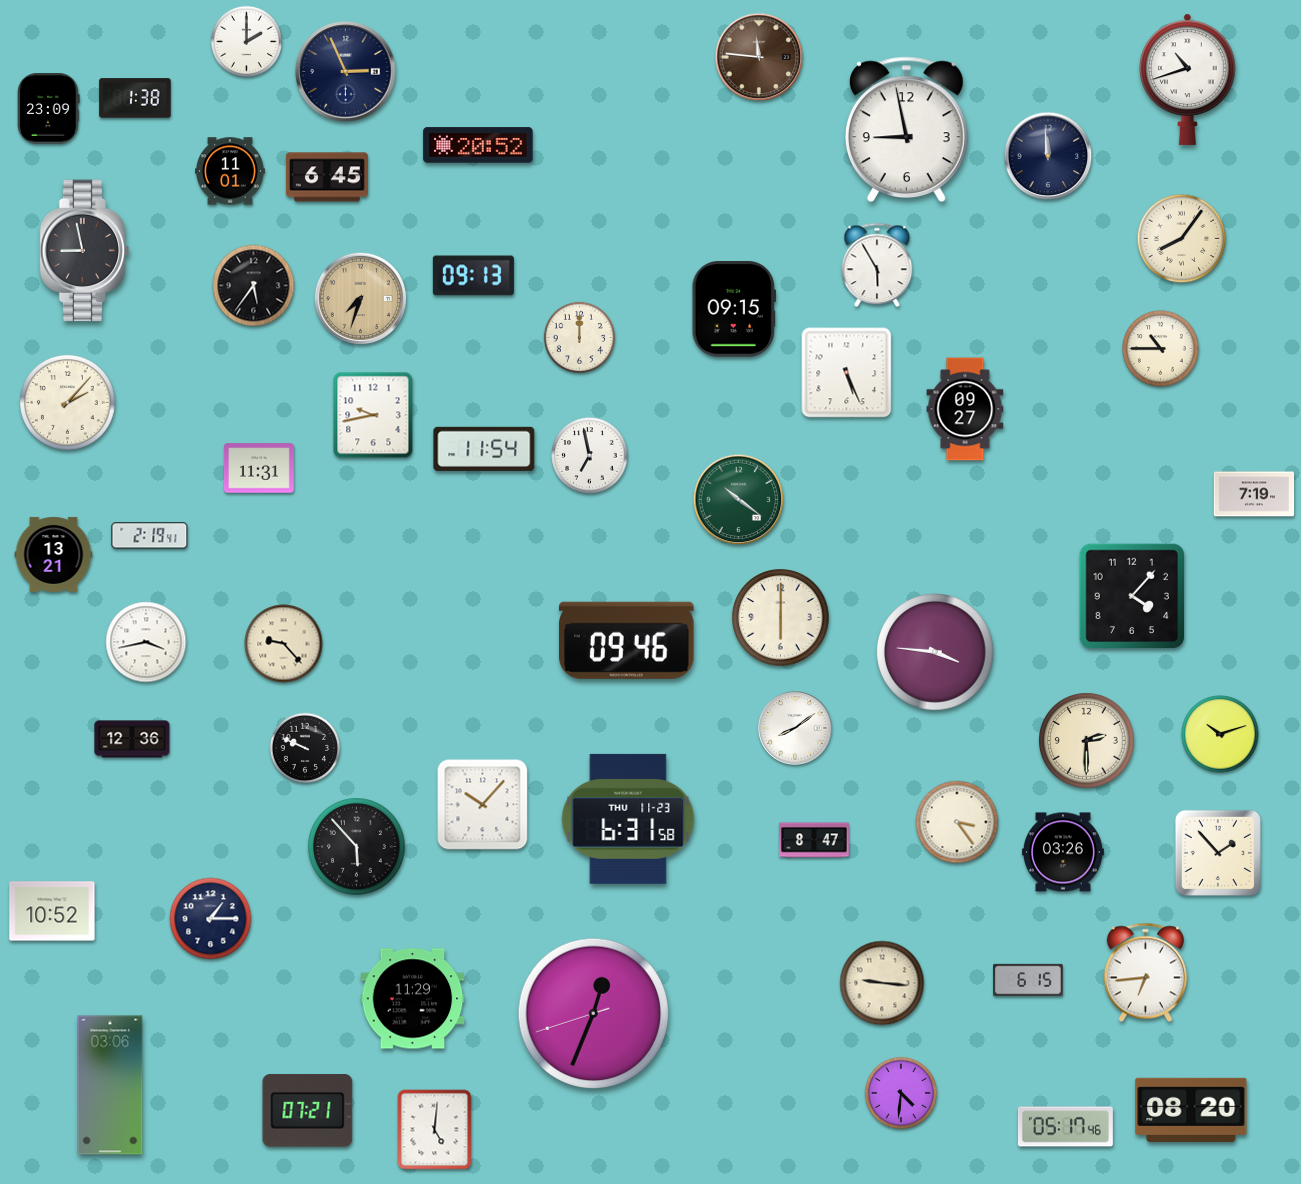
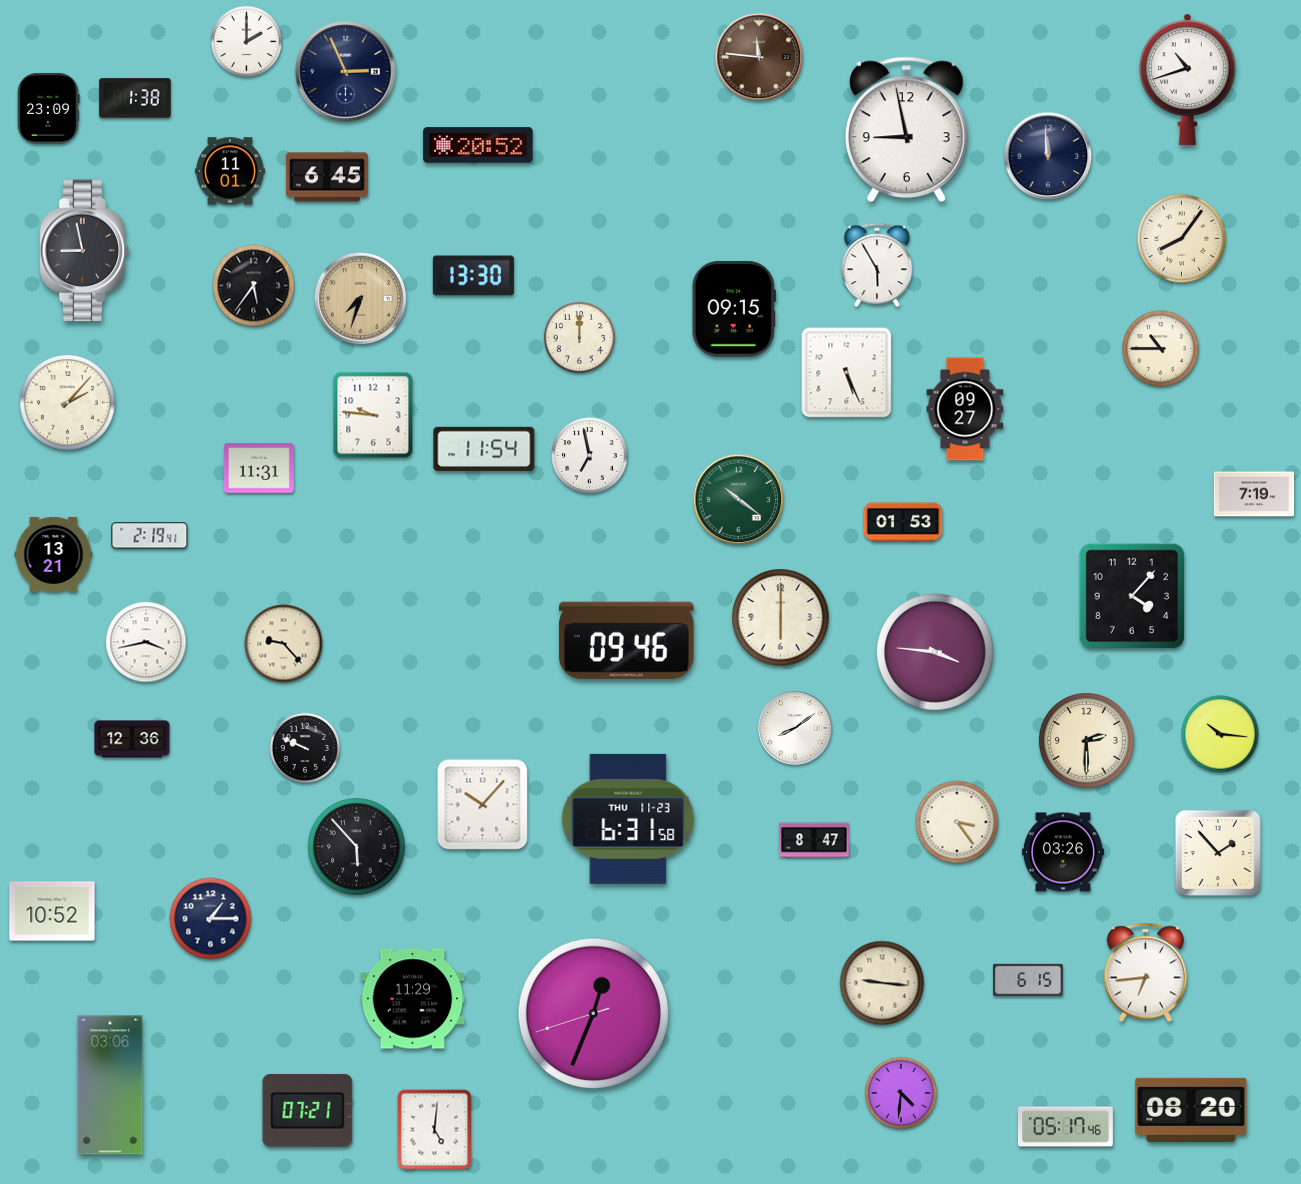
clock at (473, 276): 09:13 -> 13:30
clock at (373, 415): 9:43 -> 9:46
clock at (903, 522): none -> 01:53
clock at (1220, 734): 10:12 -> 10:16
